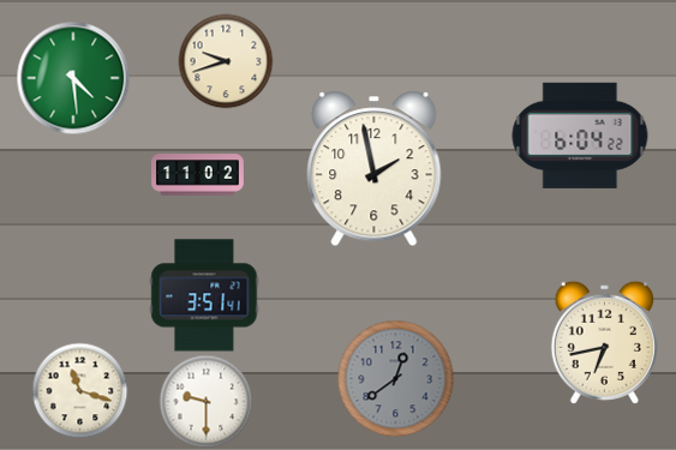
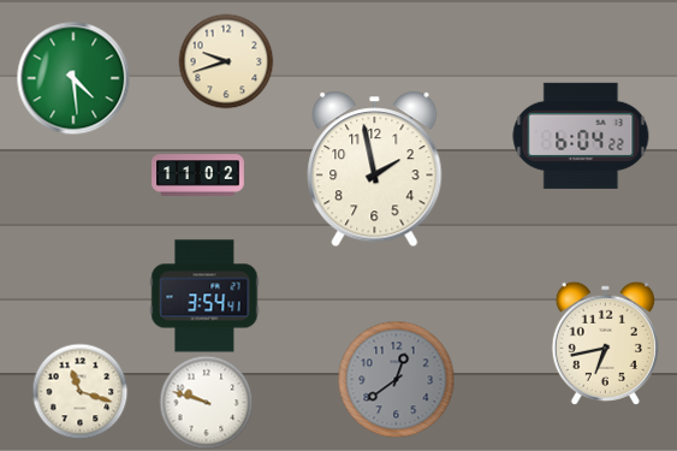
clock at (204, 295): 3:51 -> 3:54
clock at (205, 401): 9:30 -> 9:48
